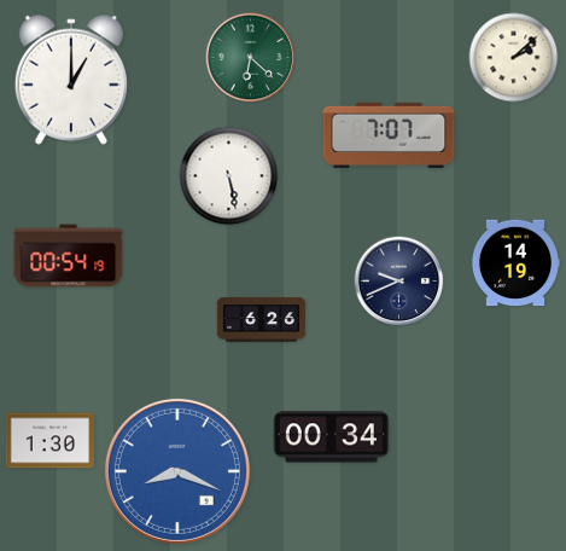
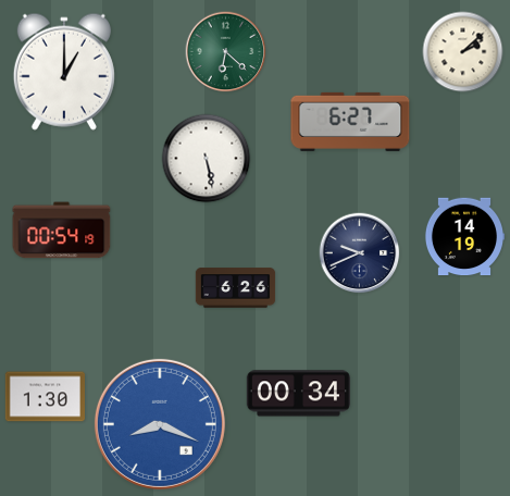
clock at (389, 135): 7:07 -> 6:27
